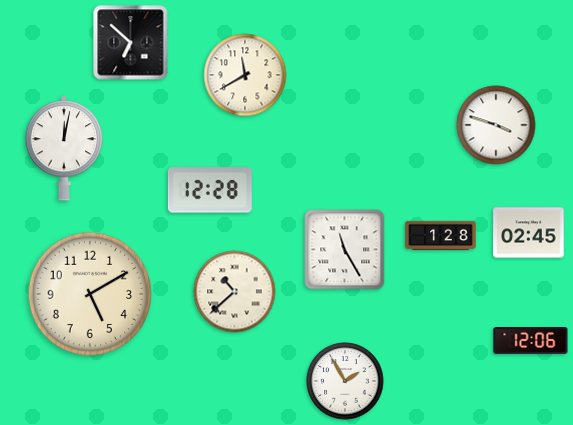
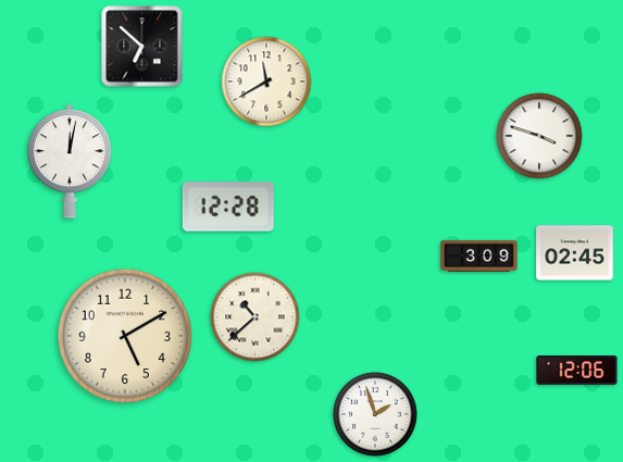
clock at (441, 236): 1:28 -> 3:09
clock at (345, 250): 11:25 -> none
clock at (90, 294) position: (90, 294) -> (125, 336)
clock at (345, 381): 1:55 -> 1:57
